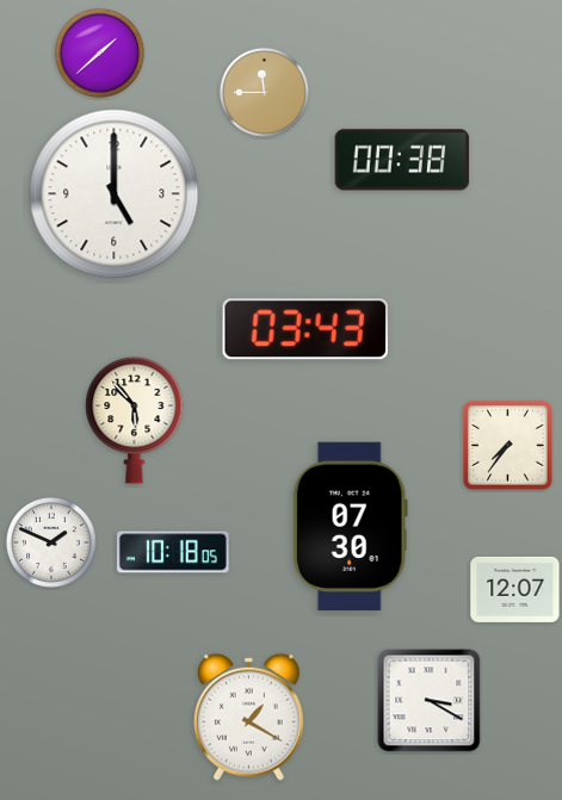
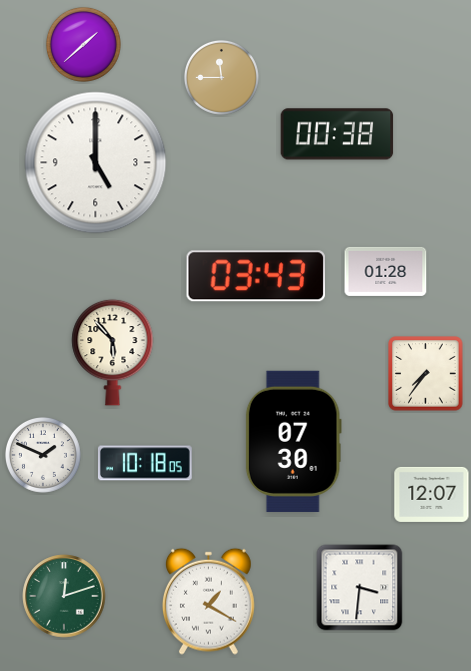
clock at (386, 271): none -> 01:28
clock at (430, 701): 3:20 -> 3:31
clock at (64, 596): none -> 12:12
